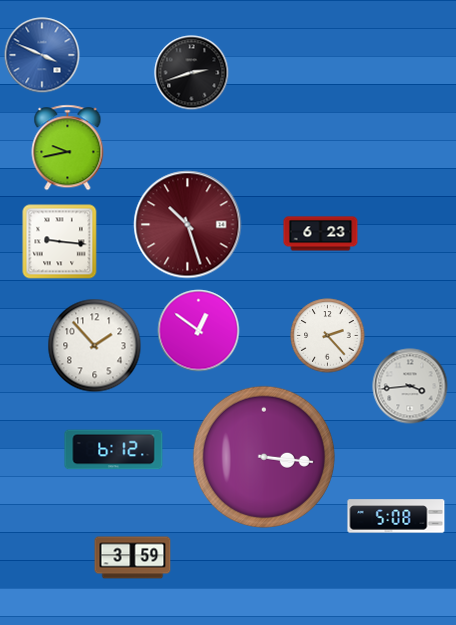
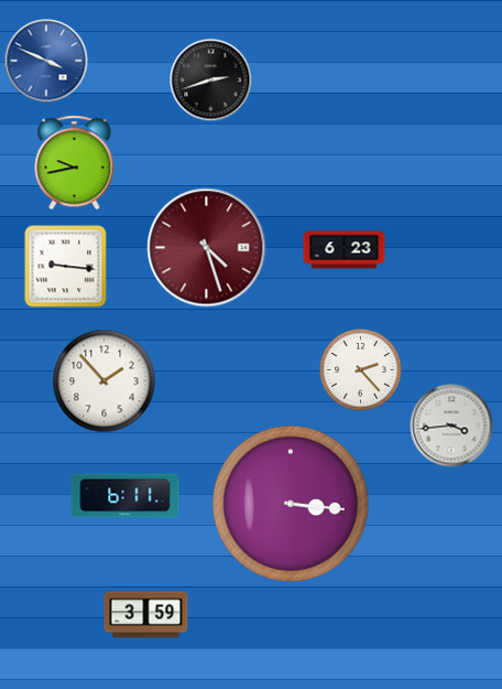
clock at (188, 225): 10:27 -> 4:27
clock at (321, 234) position: (321, 234) -> (345, 250)
clock at (199, 331): 12:51 -> none
clock at (114, 450): 6:12 -> 6:11
clock at (396, 516): 5:08 -> none
